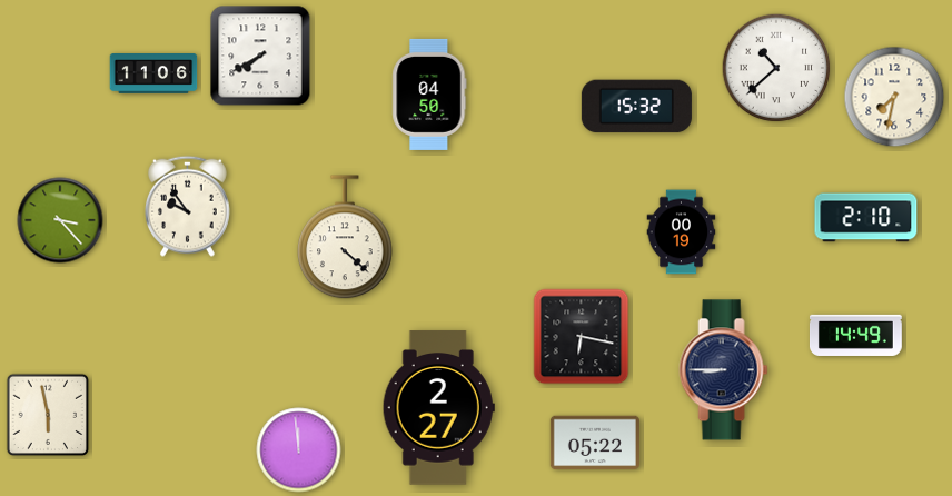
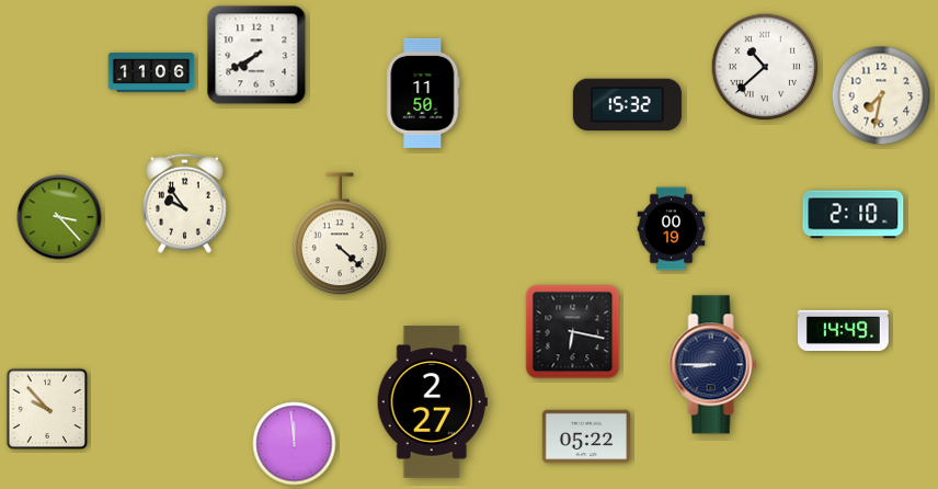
clock at (429, 95): 04:50 -> 11:50
clock at (47, 414): 5:58 -> 9:53
